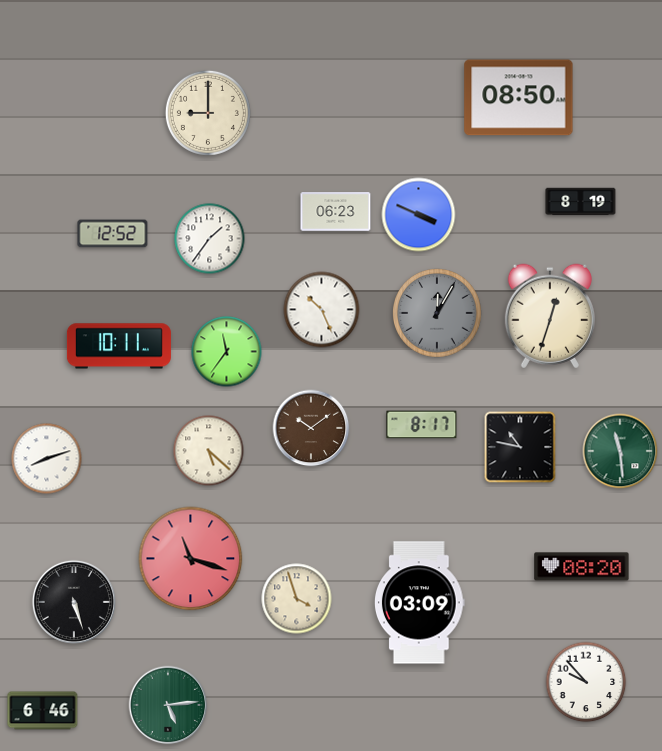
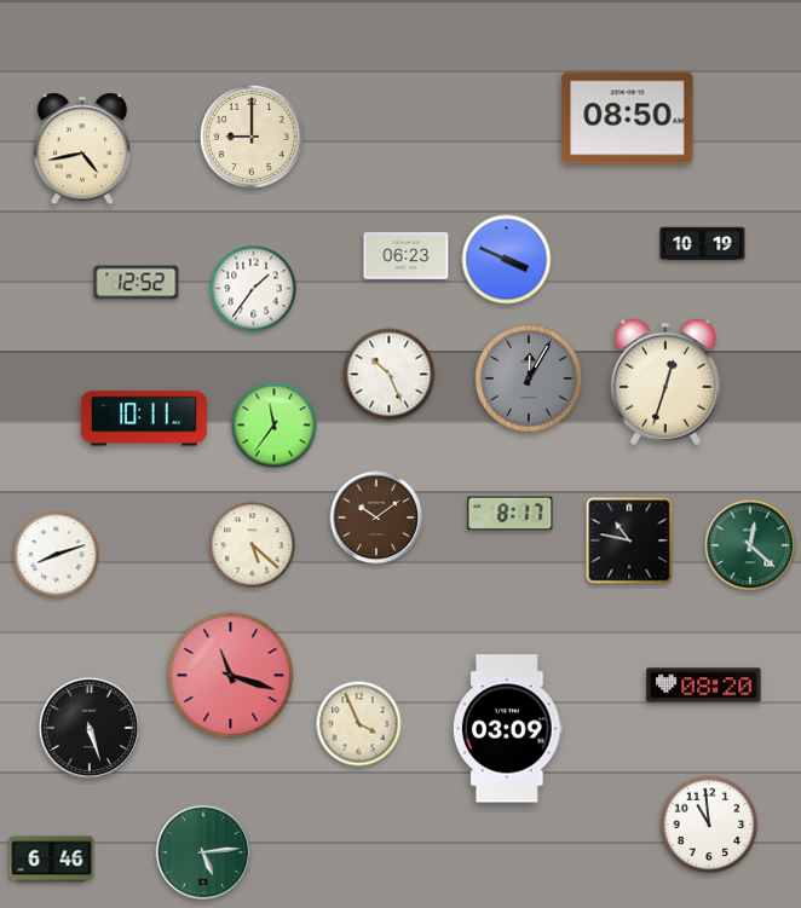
clock at (82, 149): none -> 4:43
clock at (581, 202): 8:19 -> 10:19
clock at (620, 451): 11:29 -> 12:22
clock at (297, 599): 3:57 -> 3:56
clock at (586, 682): 9:53 -> 10:59
